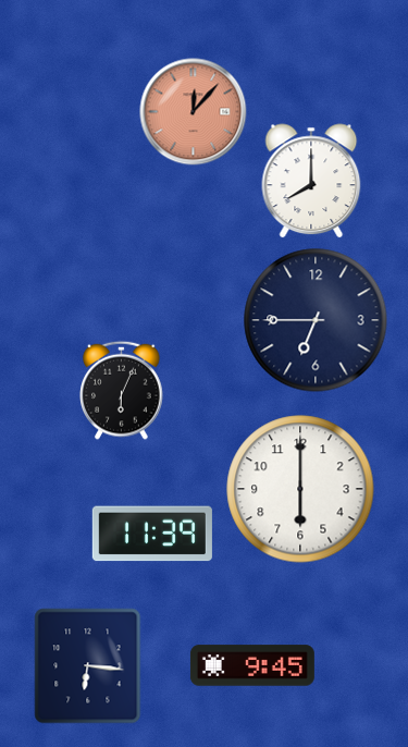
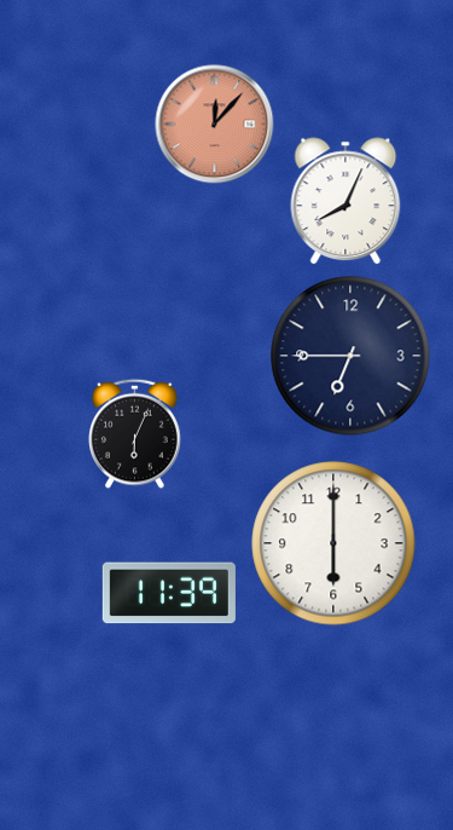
clock at (311, 181): 8:00 -> 8:04
clock at (252, 665): 9:45 -> none
clock at (88, 666): 6:16 -> none
